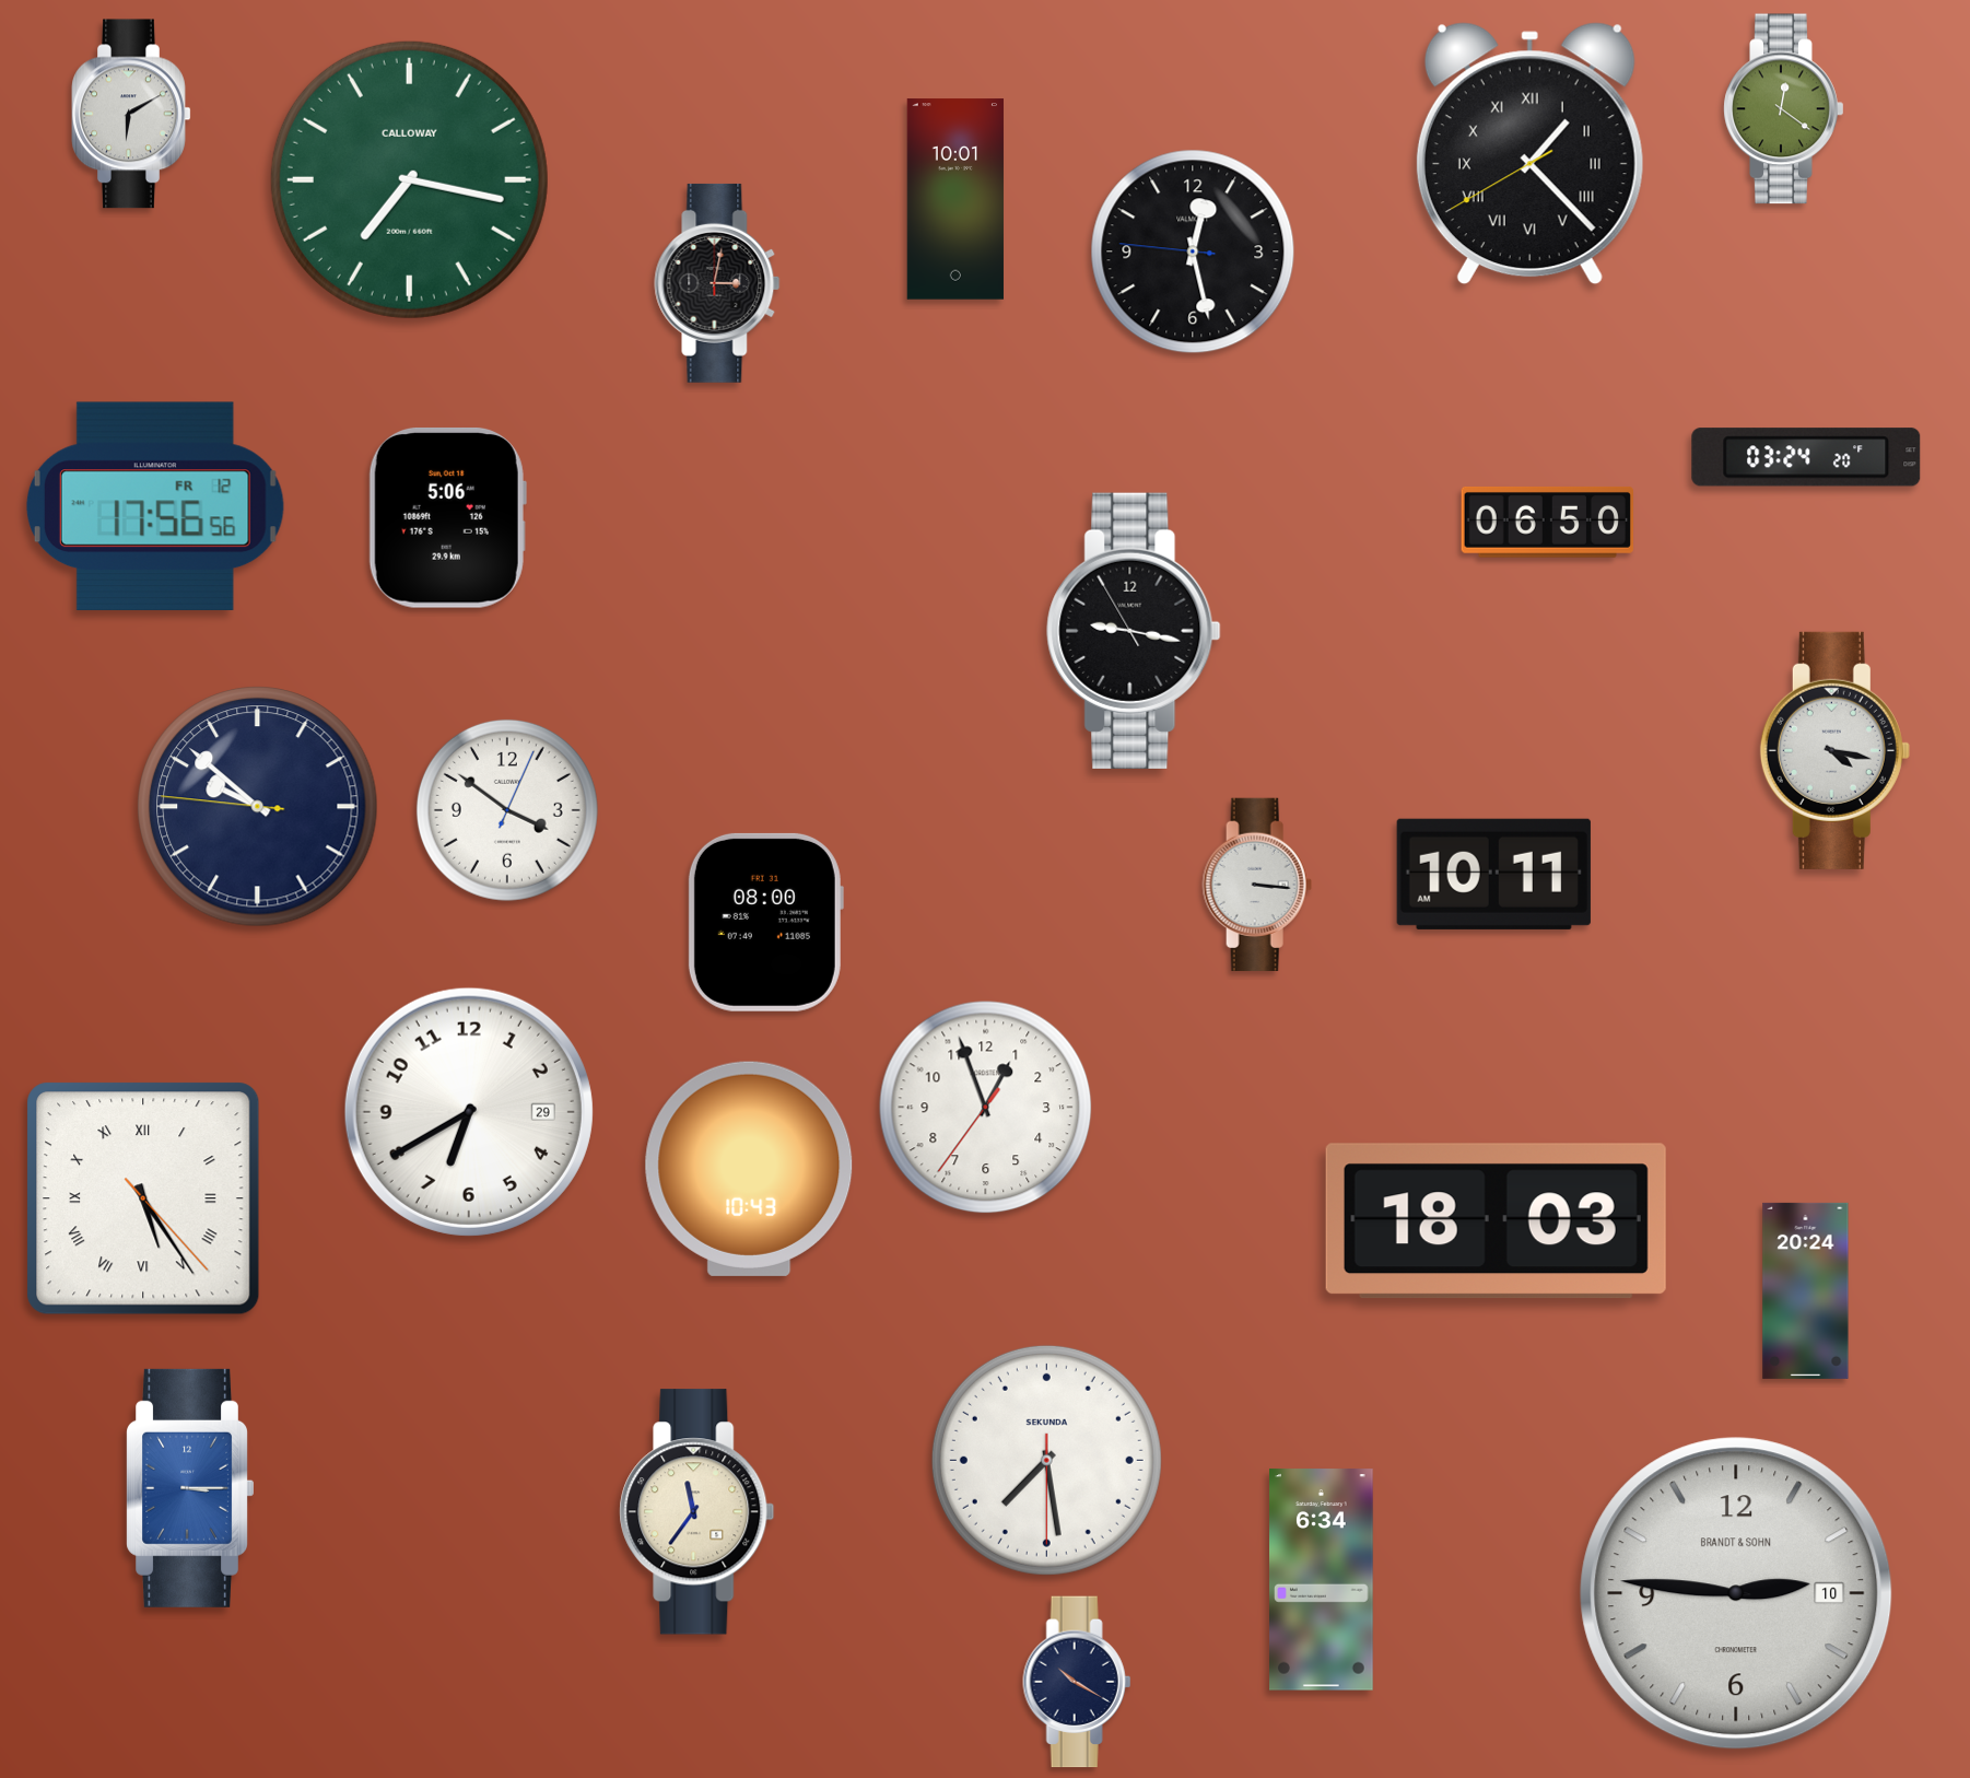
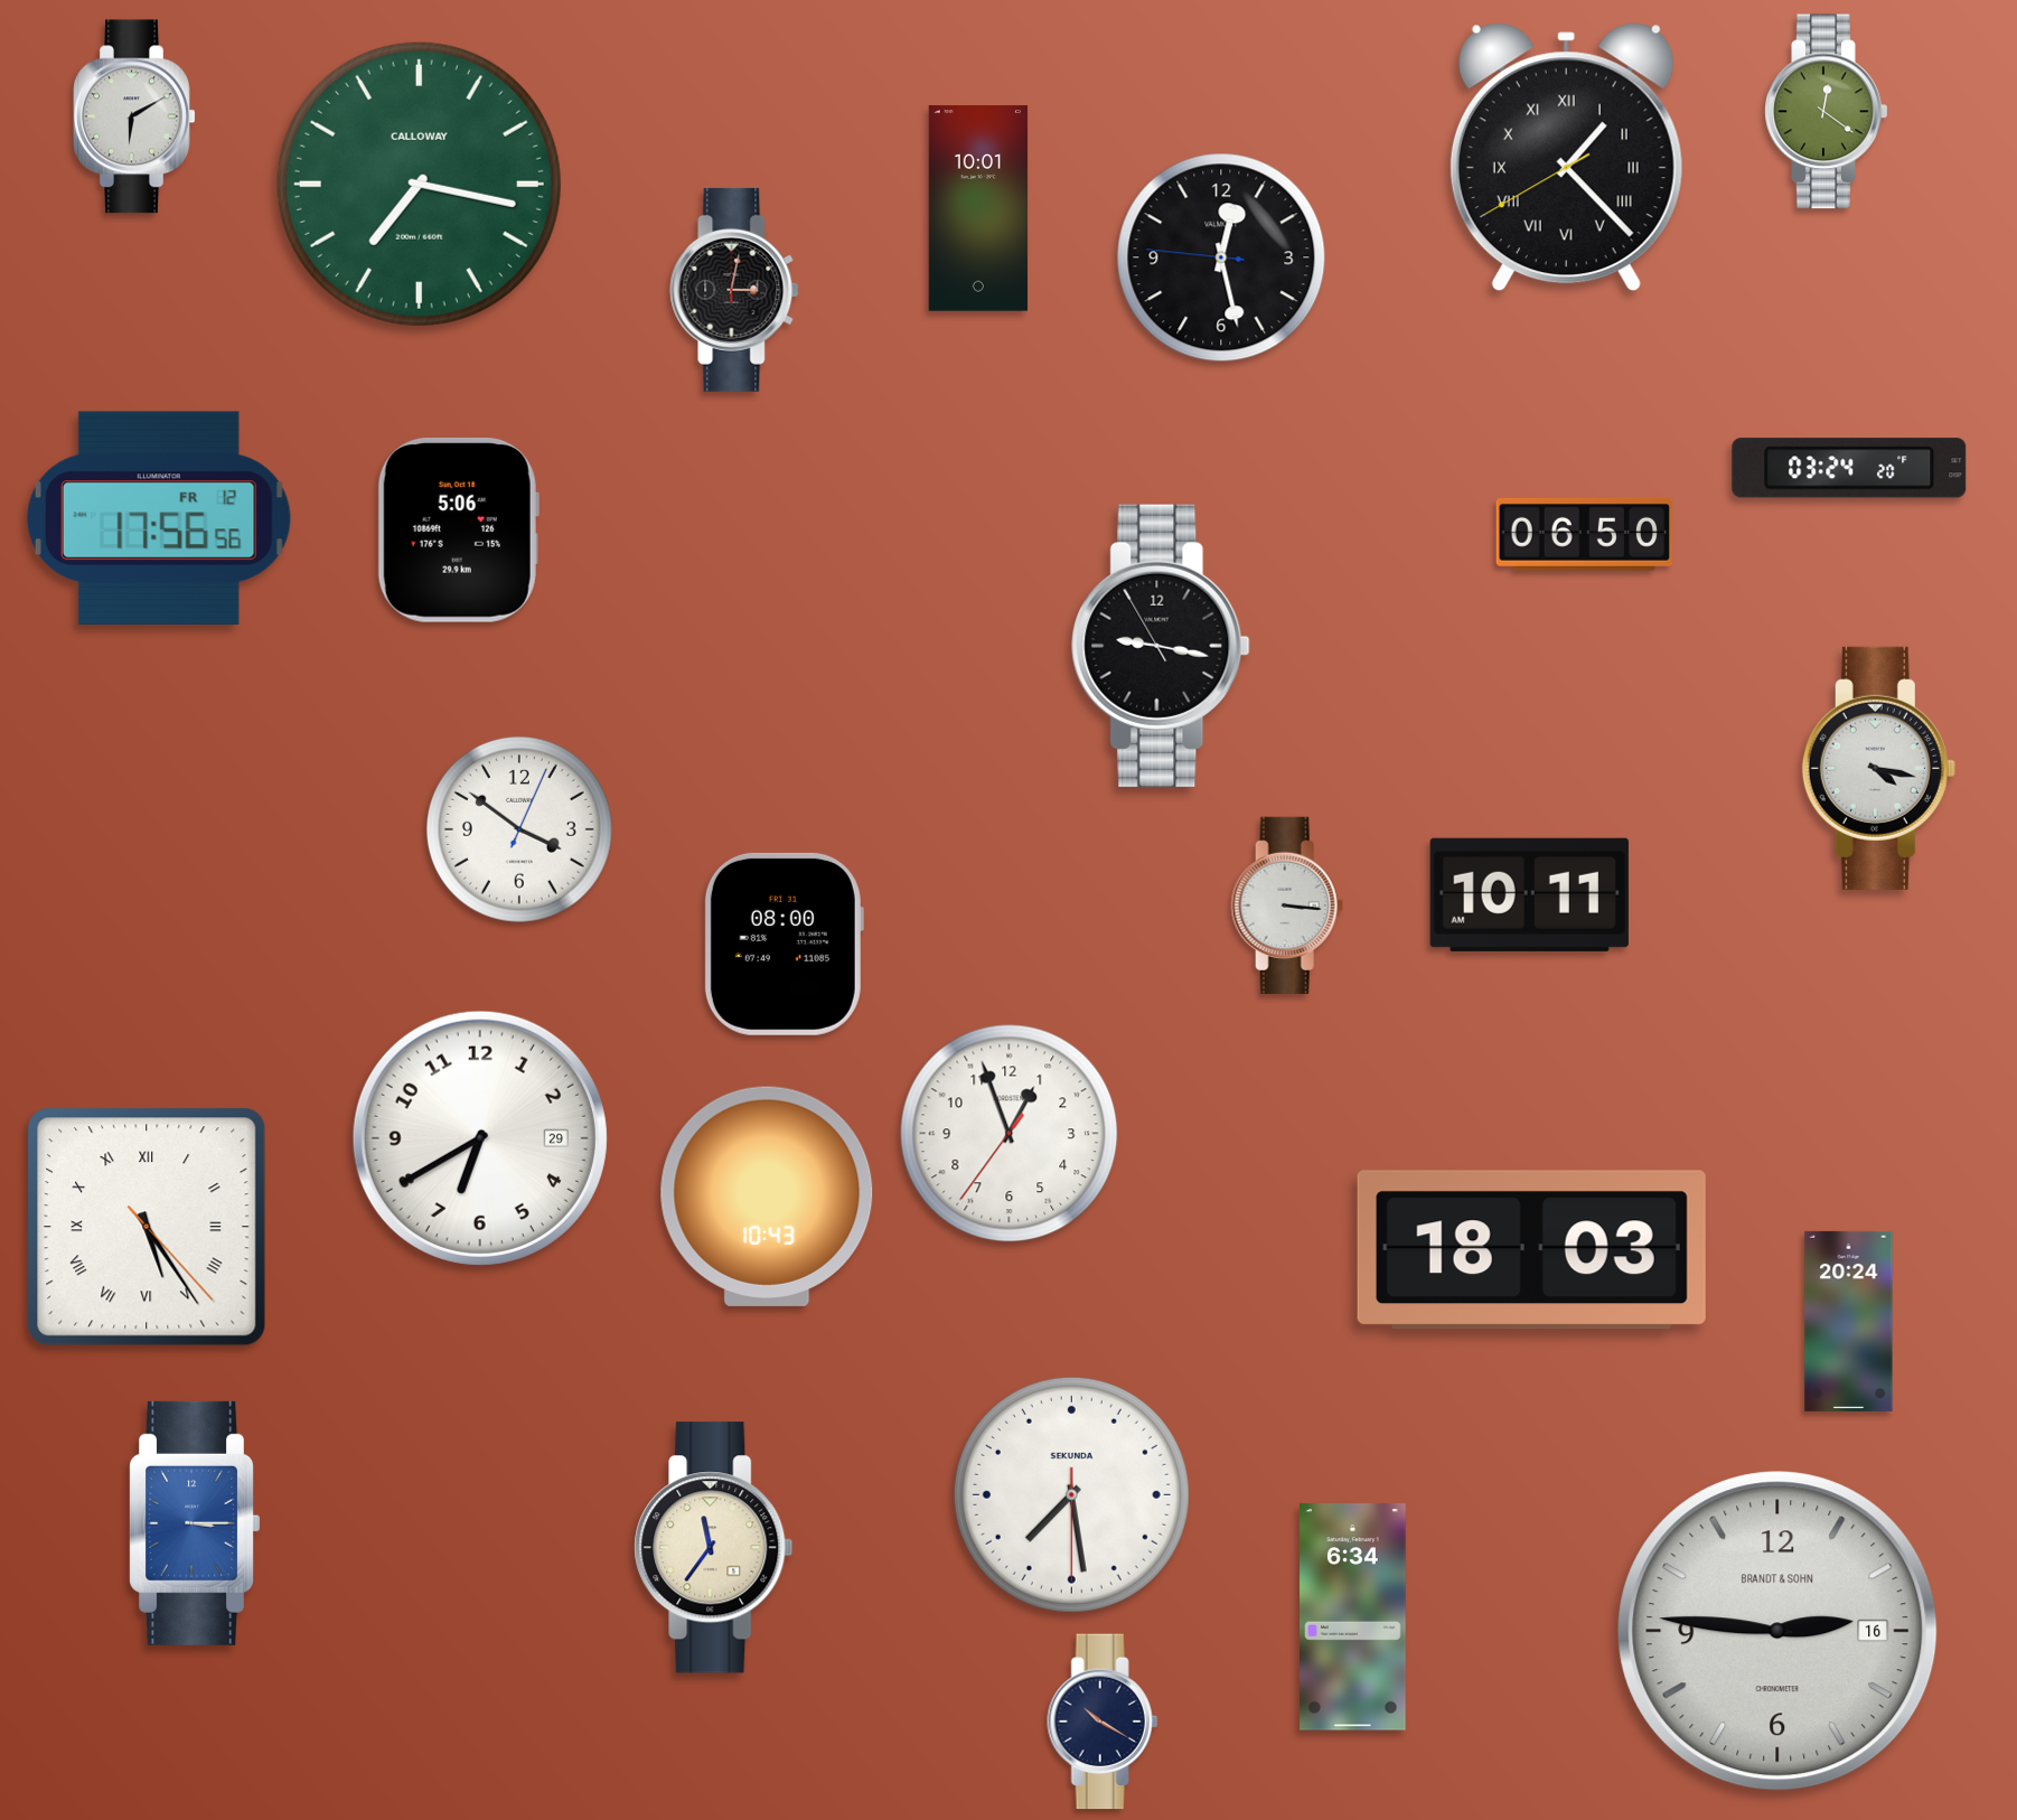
clock at (954, 199) position: (954, 199) -> (977, 208)
clock at (258, 807): 9:51 -> none
clock at (1736, 1593) date: 10 -> 16
